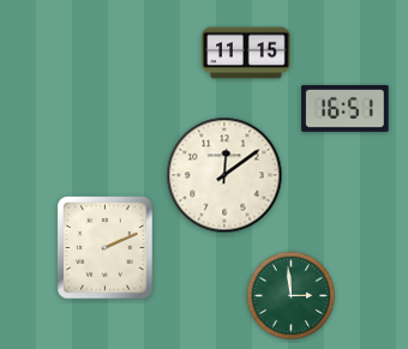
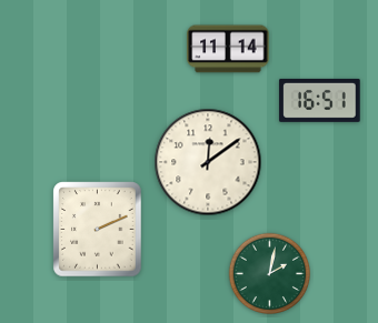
clock at (246, 53): 11:15 -> 11:14
clock at (292, 296): 2:59 -> 2:02
